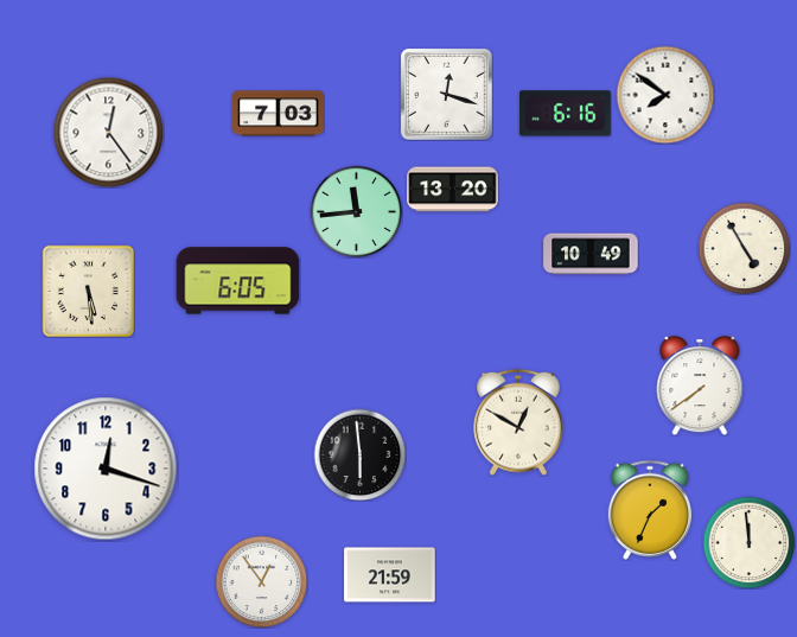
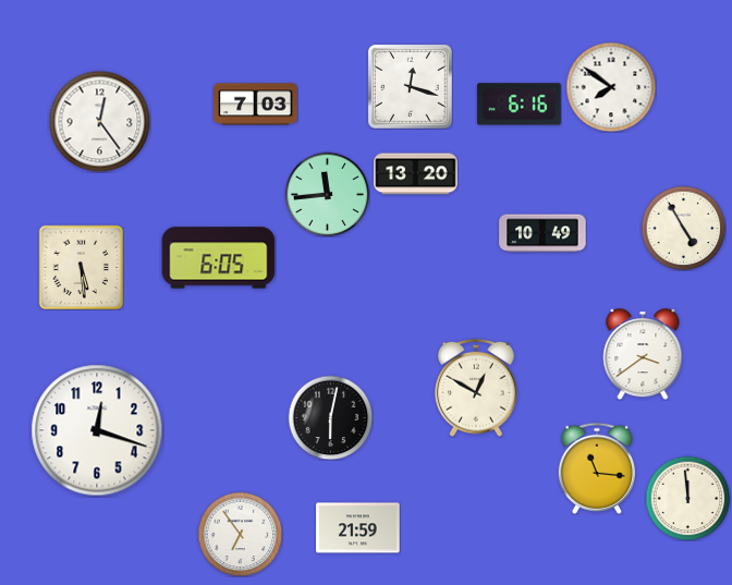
clock at (700, 387): 7:39 -> 3:39
clock at (359, 454): 5:59 -> 6:02
clock at (650, 510): 1:34 -> 11:16
clock at (261, 581): 12:54 -> 6:54
